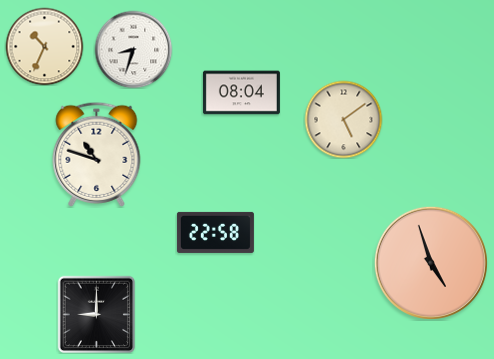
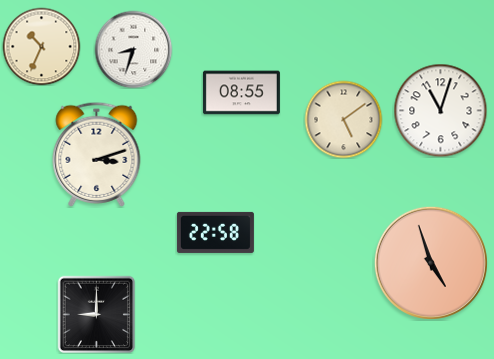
clock at (44, 46) position: (44, 46) -> (41, 46)
clock at (241, 93): 08:04 -> 08:55
clock at (440, 110): none -> 11:03
clock at (97, 154): 10:48 -> 3:12
